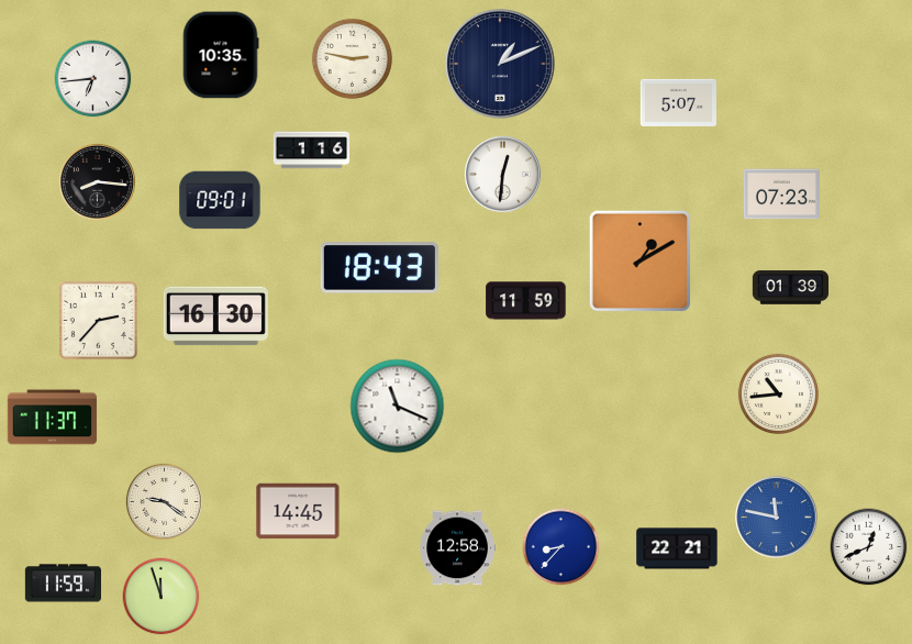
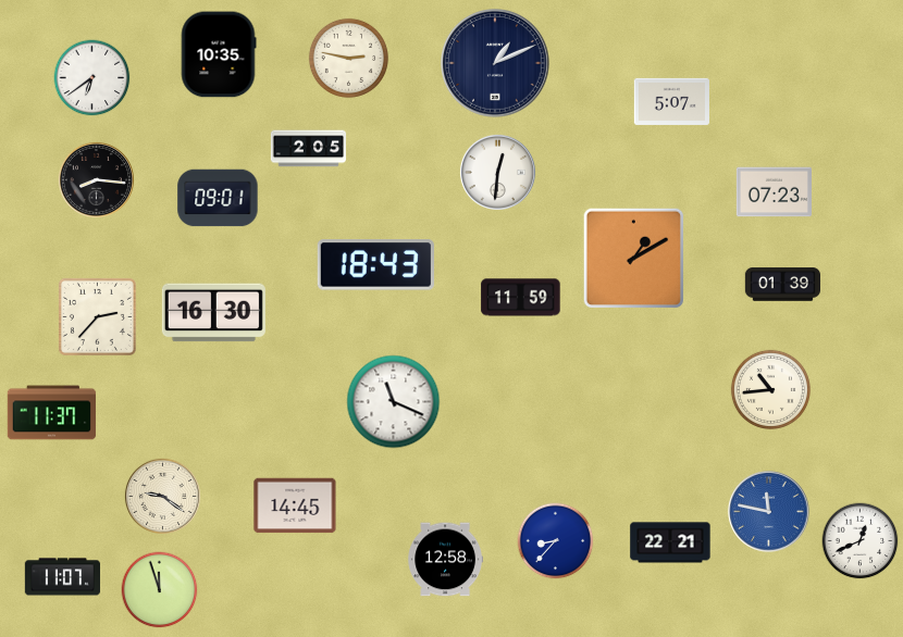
clock at (93, 79): 6:44 -> 6:39
clock at (312, 151): 1:16 -> 2:05
clock at (457, 548) position: (457, 548) -> (445, 560)
clock at (63, 584): 11:59 -> 11:07
